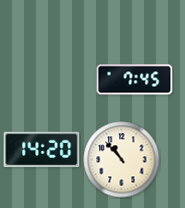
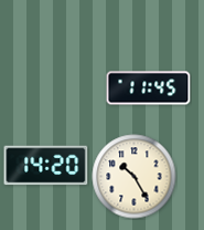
clock at (135, 80): 7:45 -> 11:45
clock at (122, 160): 10:53 -> 10:25
